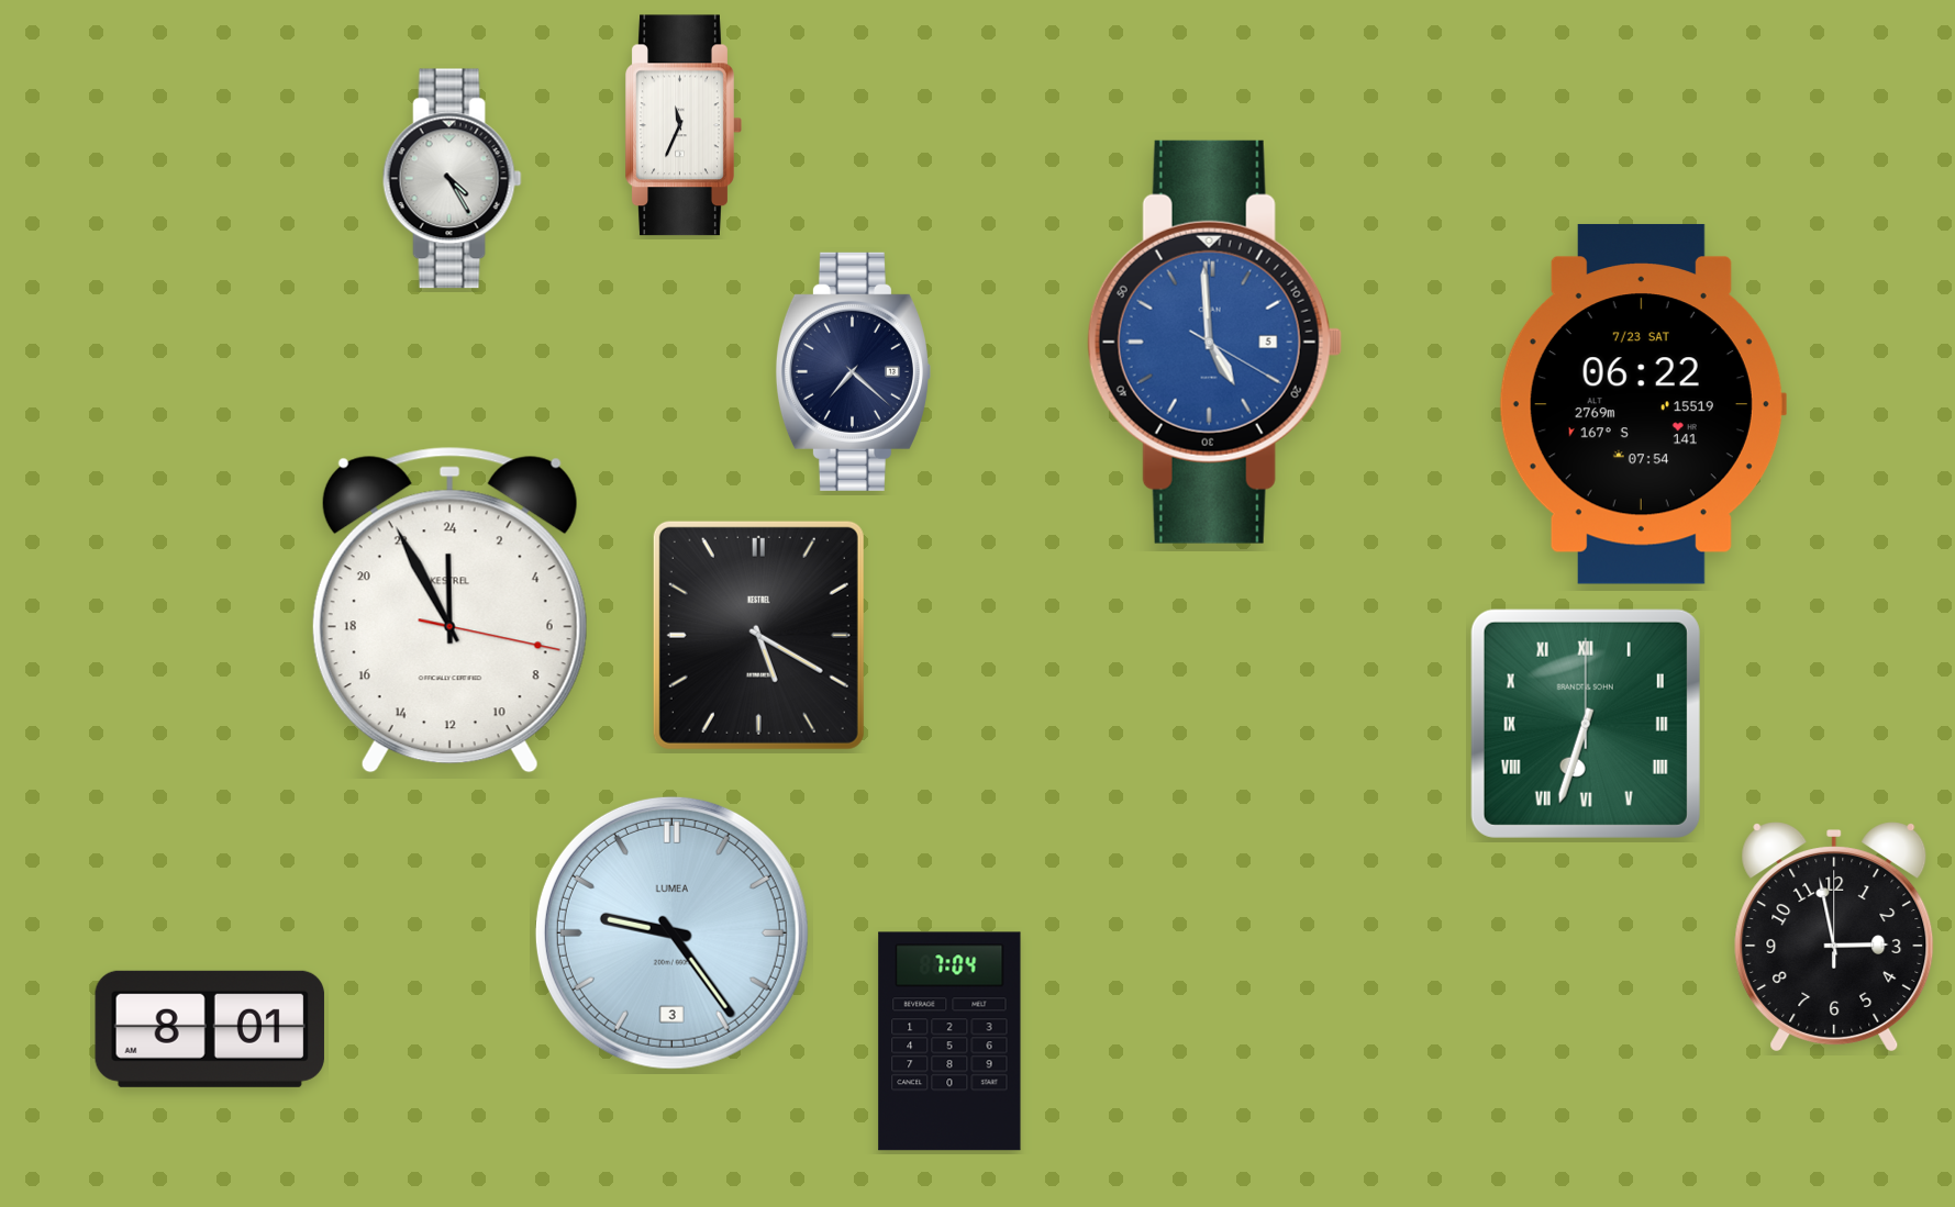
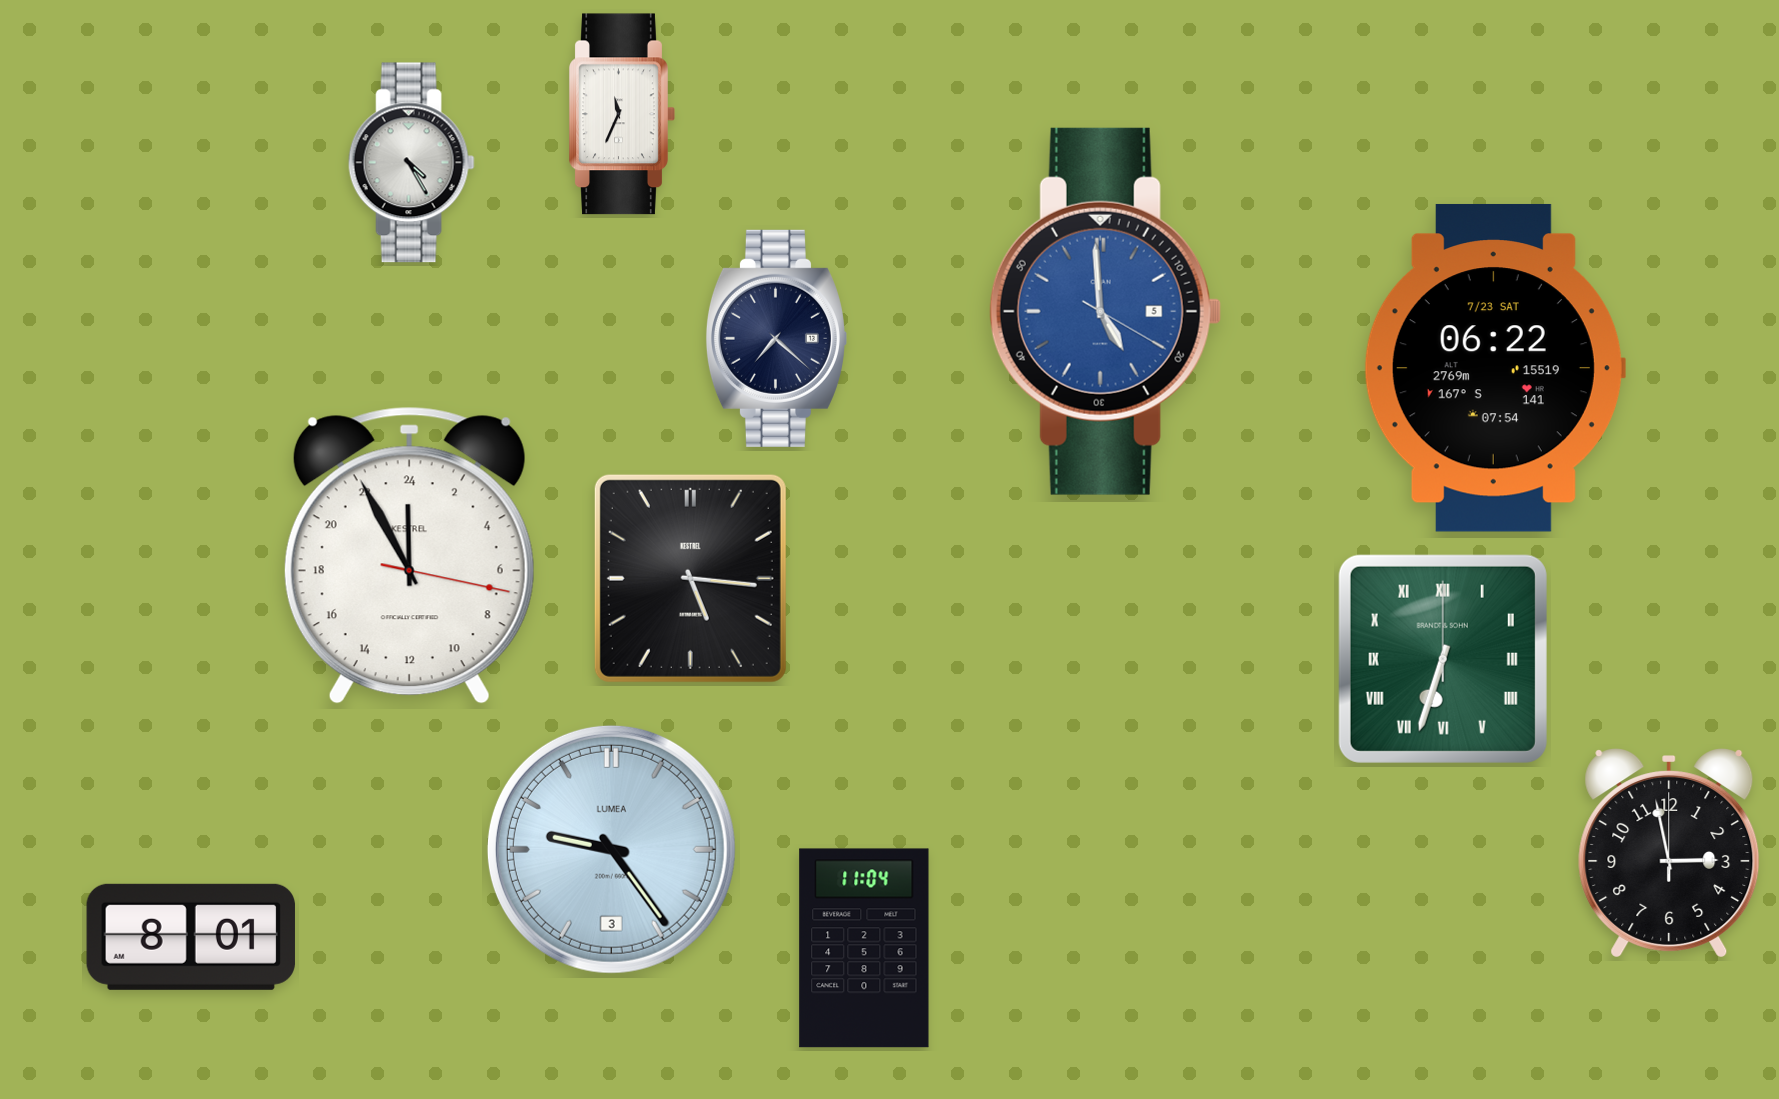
clock at (758, 635): 5:20 -> 5:16
clock at (949, 1041): 7:04 -> 11:04
